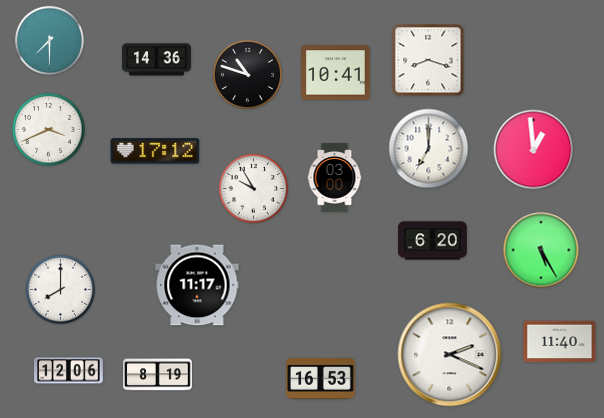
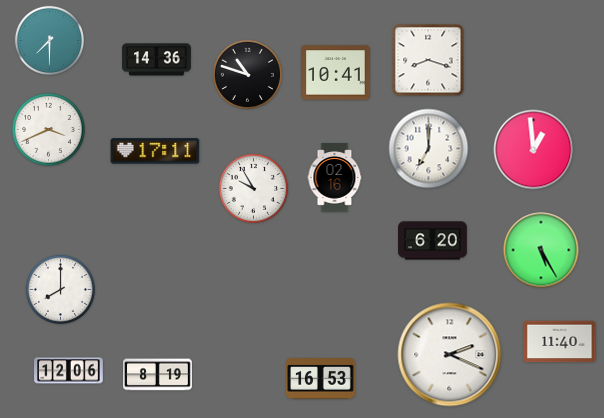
clock at (155, 151): 17:12 -> 17:11
clock at (335, 178): 03:00 -> 02:16
clock at (197, 285): 11:17 -> none
